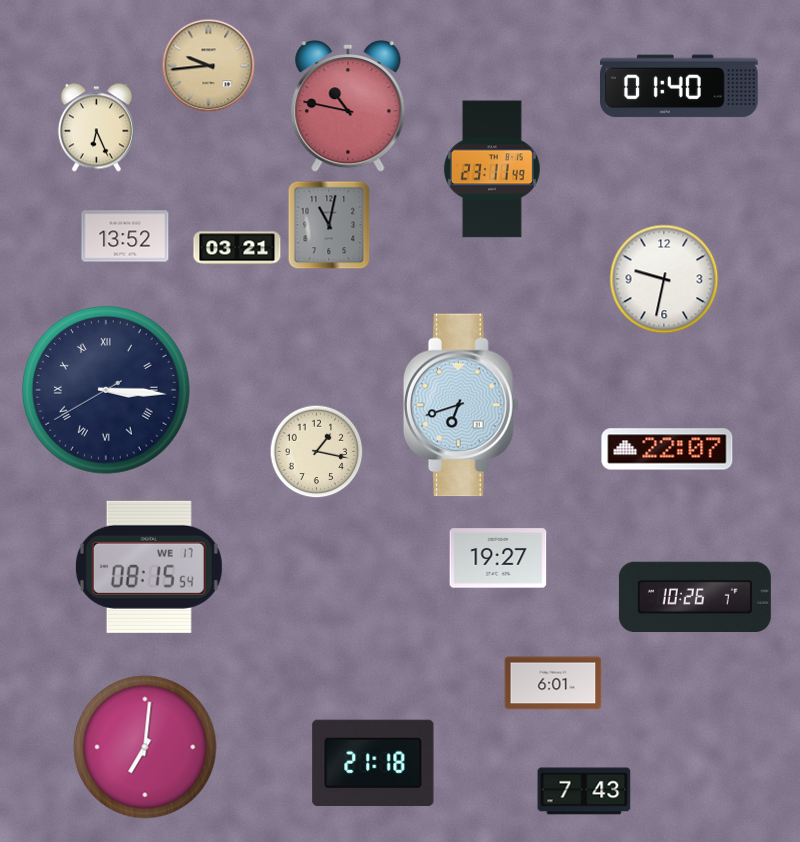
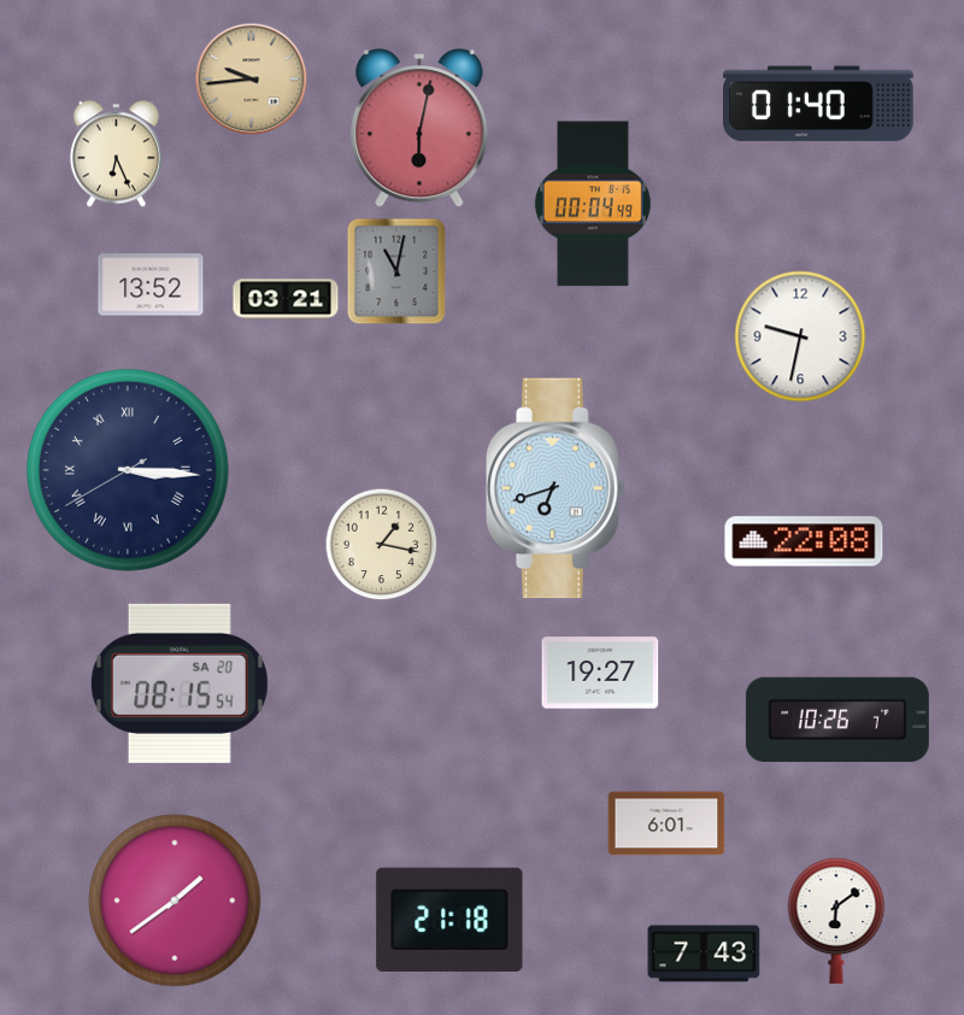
clock at (348, 107): 10:47 -> 6:02
clock at (492, 169): 23:11 -> 00:04
clock at (667, 449): 22:07 -> 22:08
clock at (149, 567) date: WE 17 -> SA 20
clock at (145, 747): 7:01 -> 1:39
clock at (836, 921): none -> 6:09
